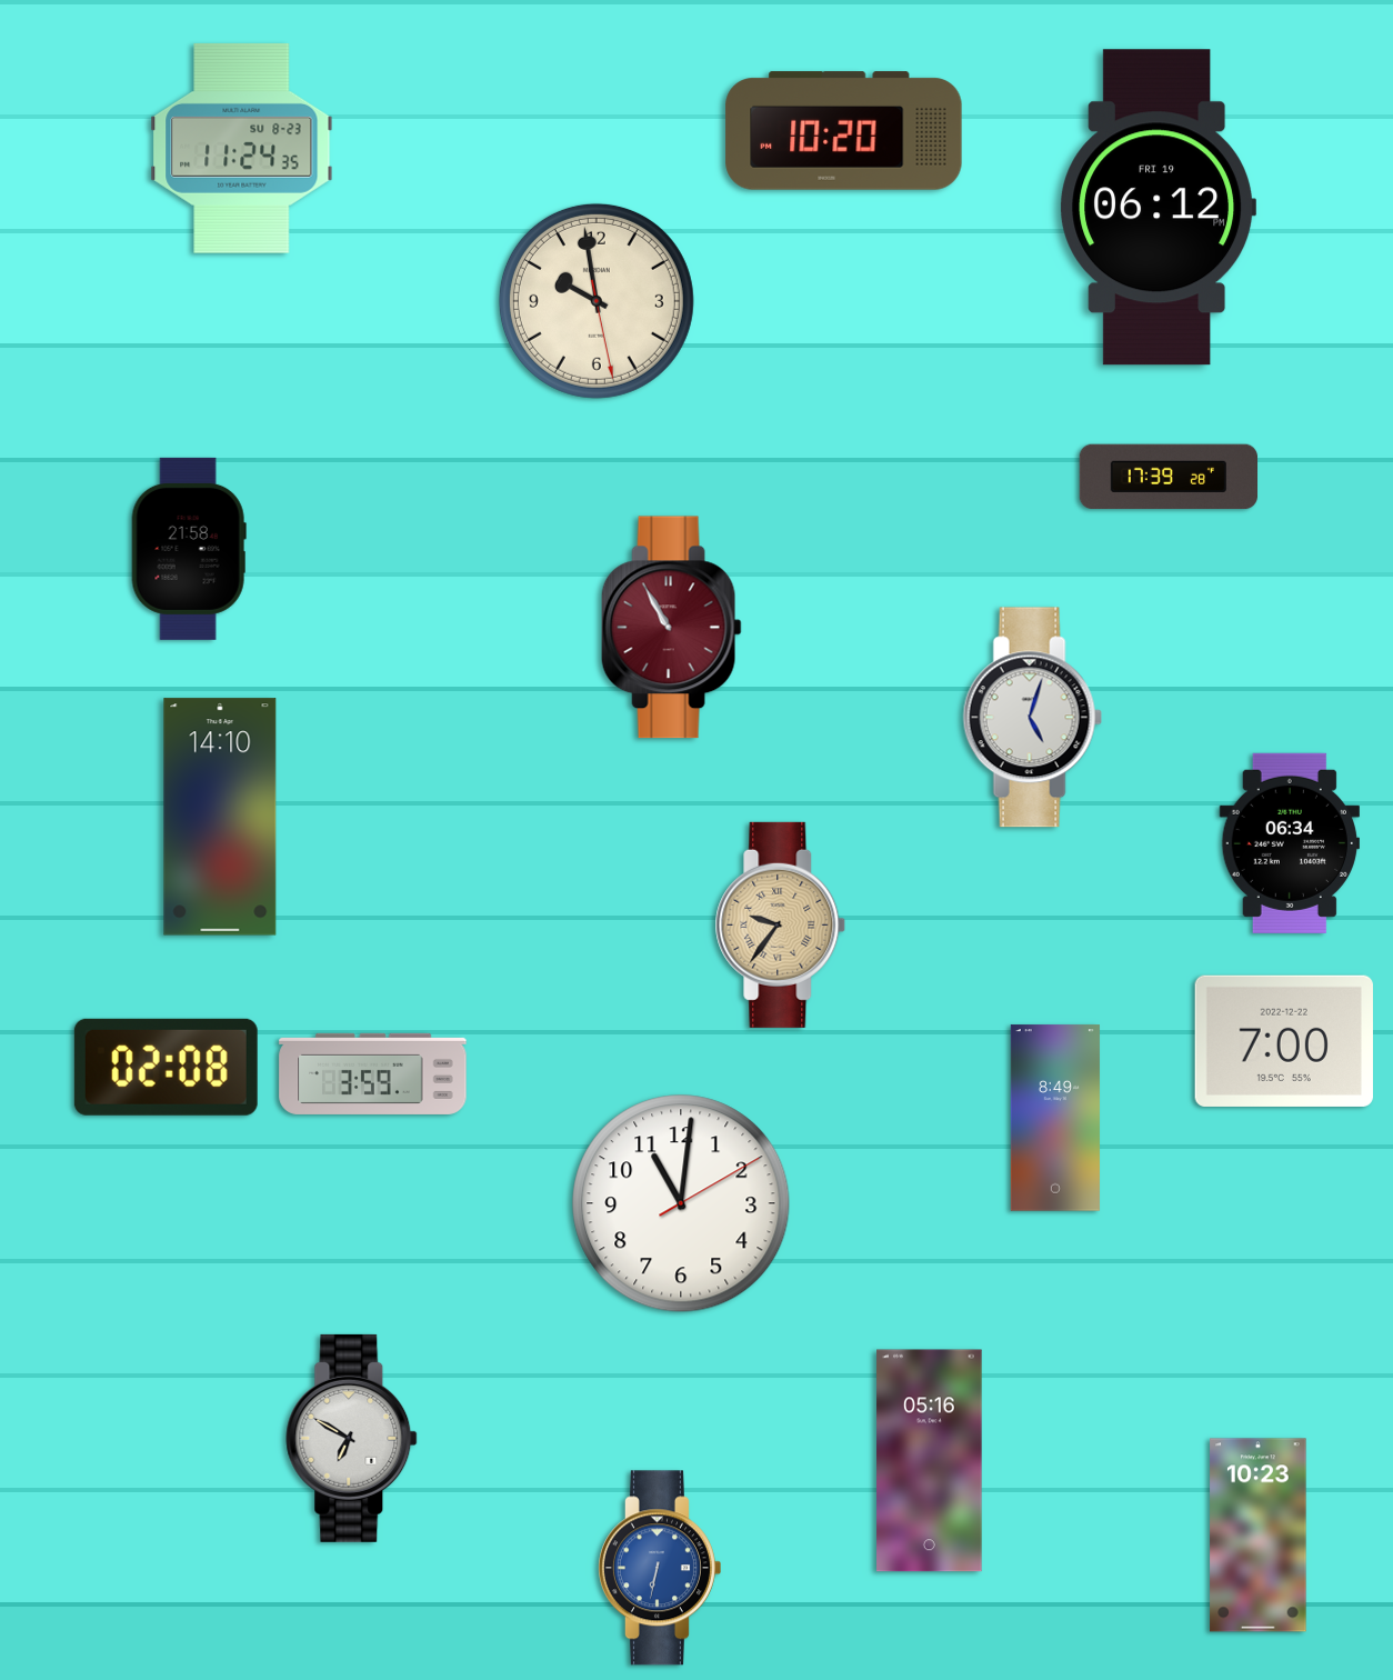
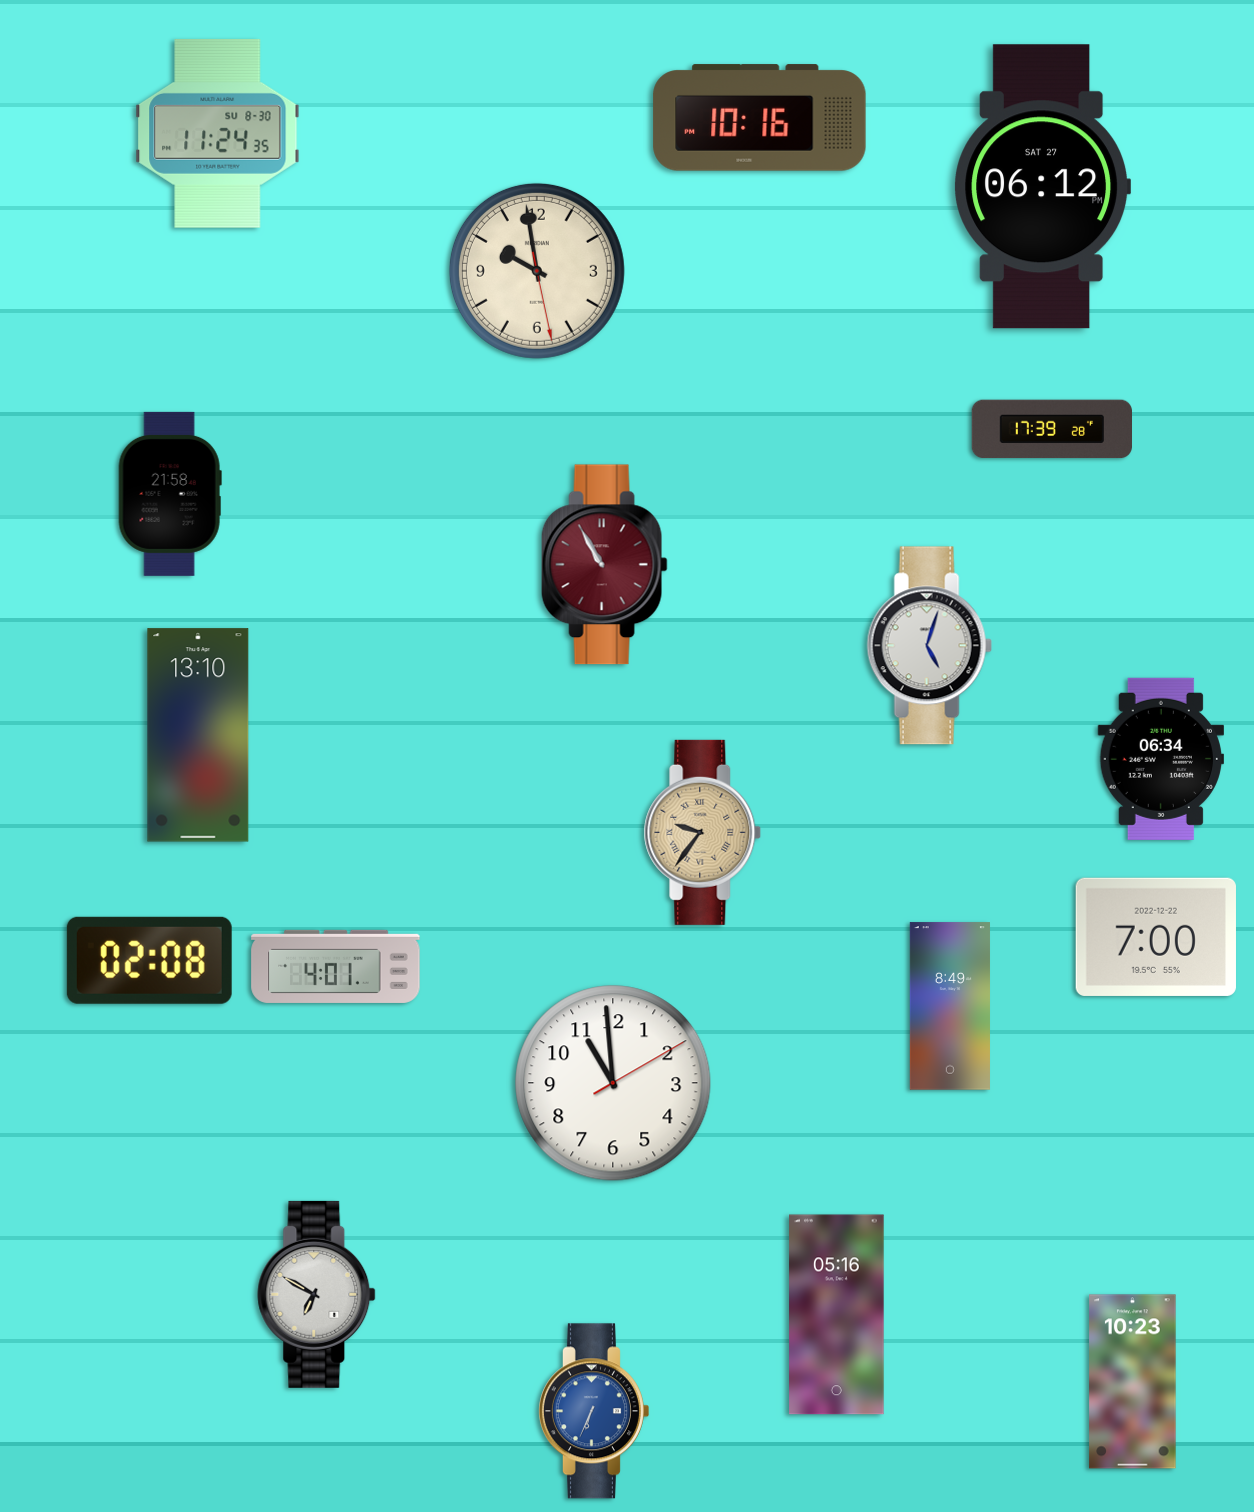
clock at (844, 131): 10:20 -> 10:16
clock at (242, 148) date: SU 8-23 -> SU 8-30
clock at (1158, 208) date: FRI 19 -> SAT 27
clock at (220, 817): 14:10 -> 13:10
clock at (373, 1073): 3:59 -> 4:01
clock at (681, 1203): 11:01 -> 10:59
clock at (659, 1568): 6:32 -> 6:34
